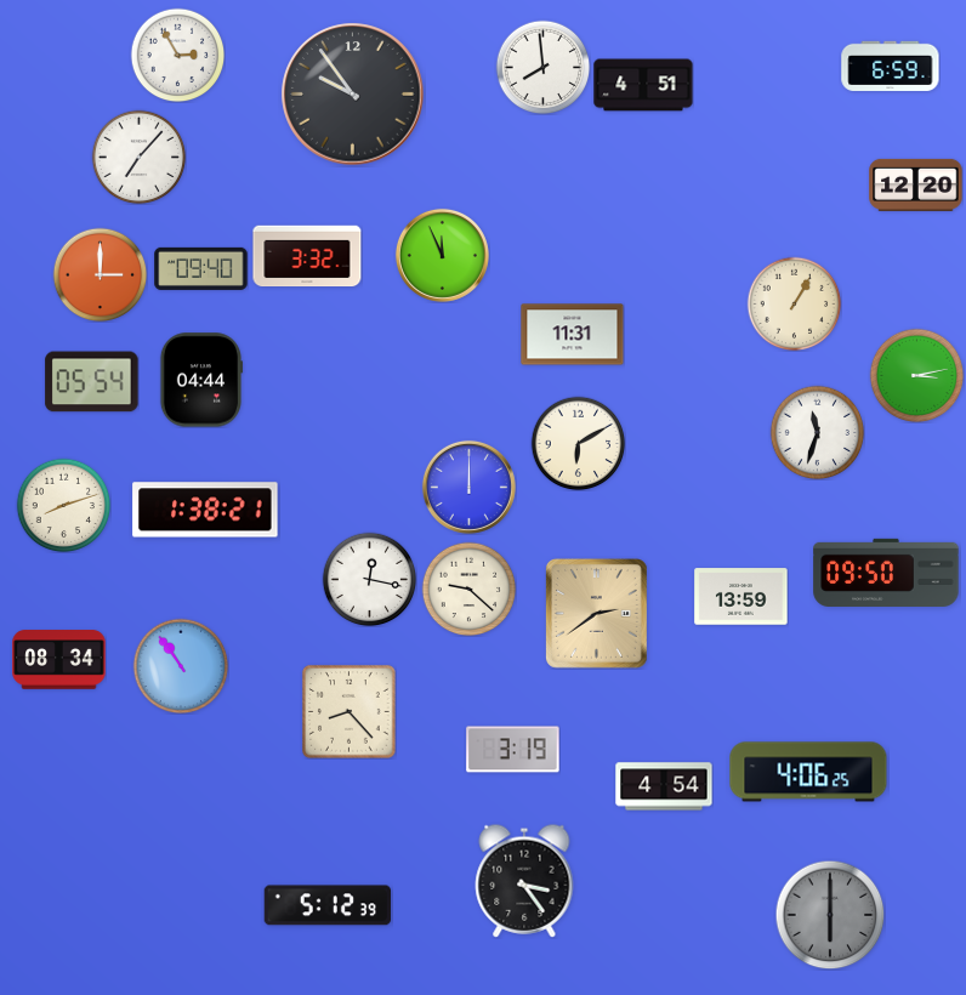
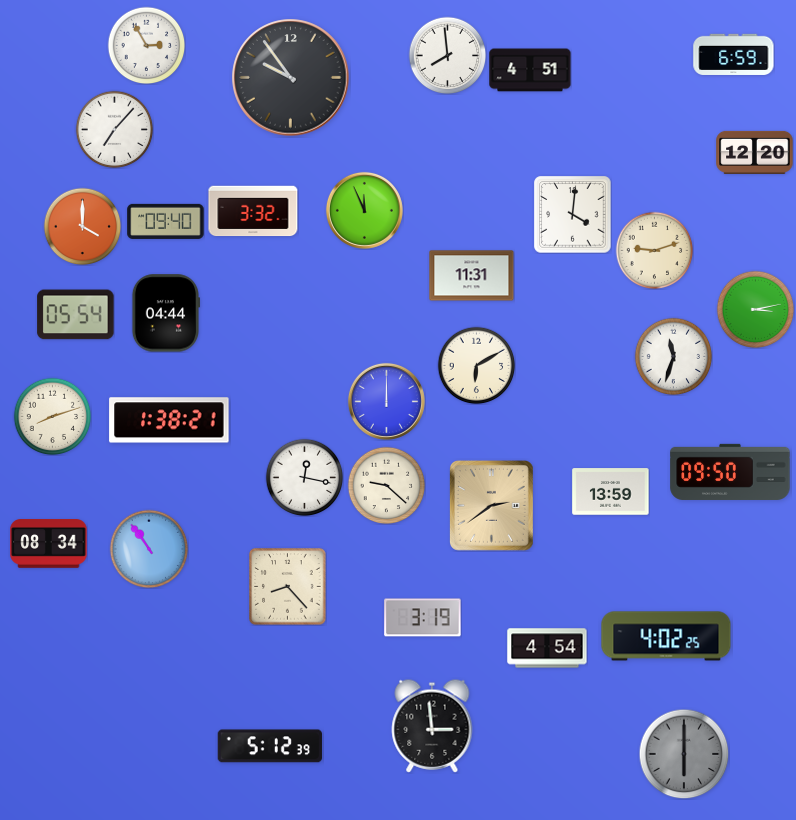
clock at (573, 215): none -> 4:01
clock at (100, 274): 3:00 -> 4:00
clock at (794, 303): 1:05 -> 9:12
clock at (808, 772): 4:06 -> 4:02
clock at (524, 881): 3:24 -> 2:59
